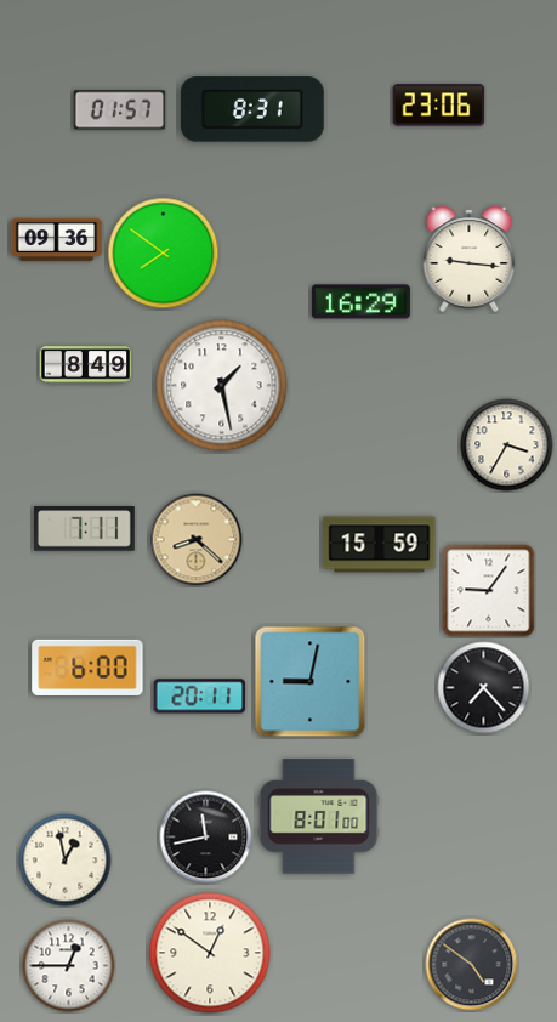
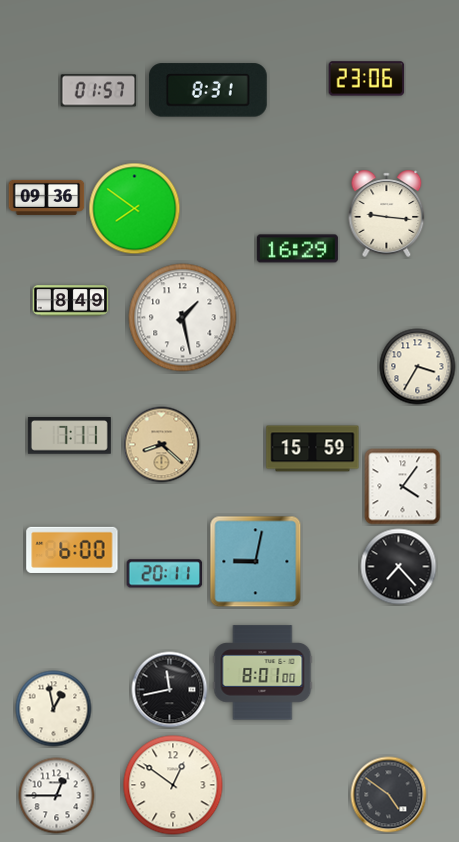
clock at (439, 106) position: (439, 106) -> (367, 79)
clock at (489, 591): 9:06 -> 4:06
